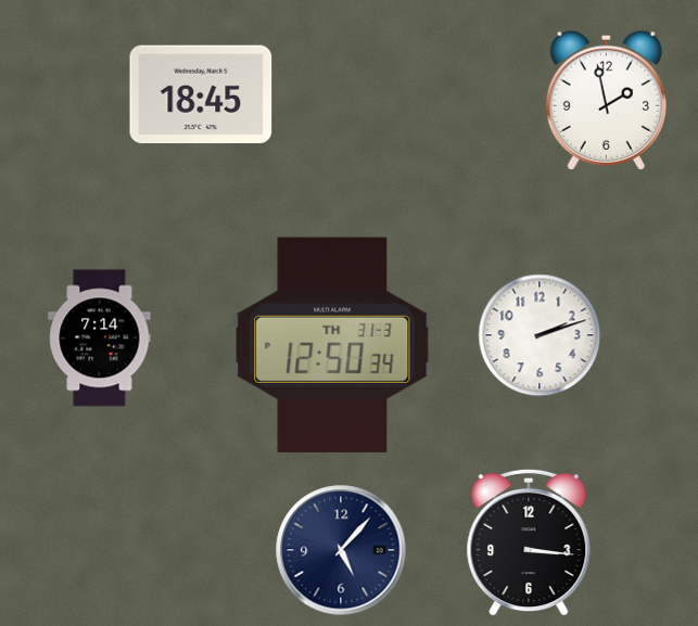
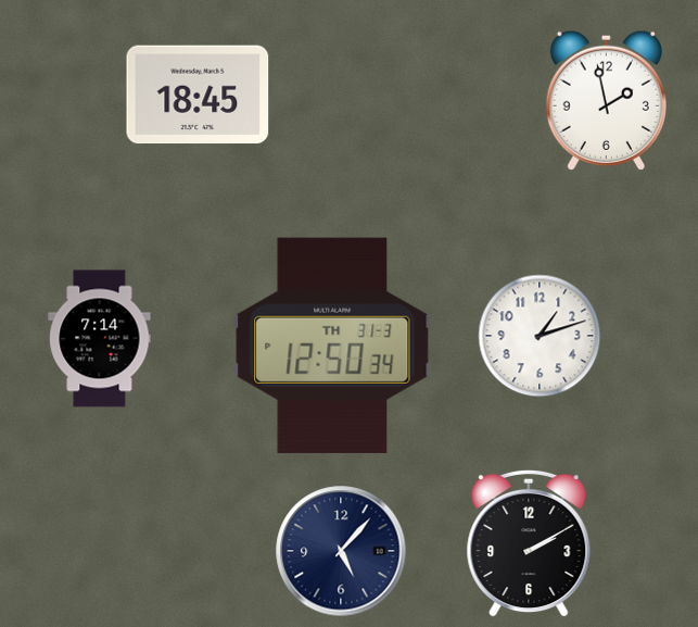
clock at (201, 94) position: (201, 94) -> (198, 95)
clock at (540, 335): 2:12 -> 1:12
clock at (529, 542): 3:16 -> 2:10
